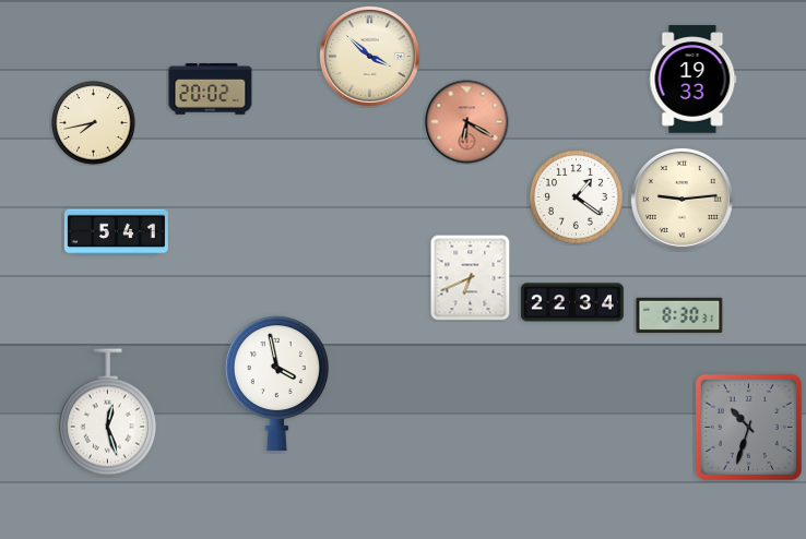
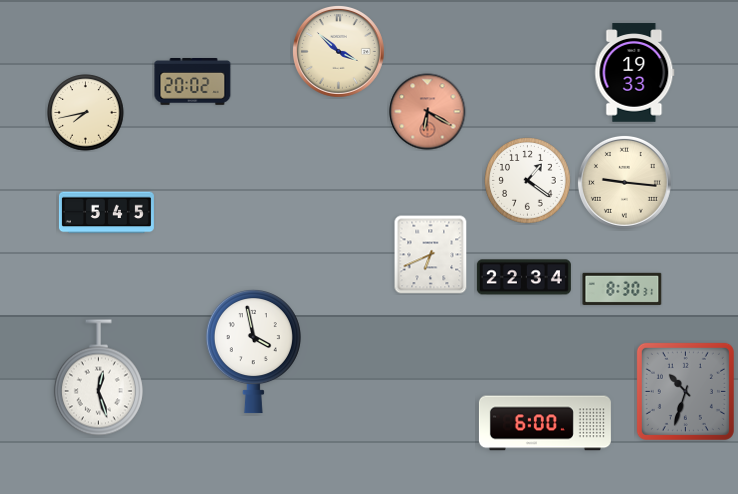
clock at (681, 199): 9:14 -> 9:16
clock at (116, 232): 5:41 -> 5:45
clock at (545, 423): none -> 6:00
